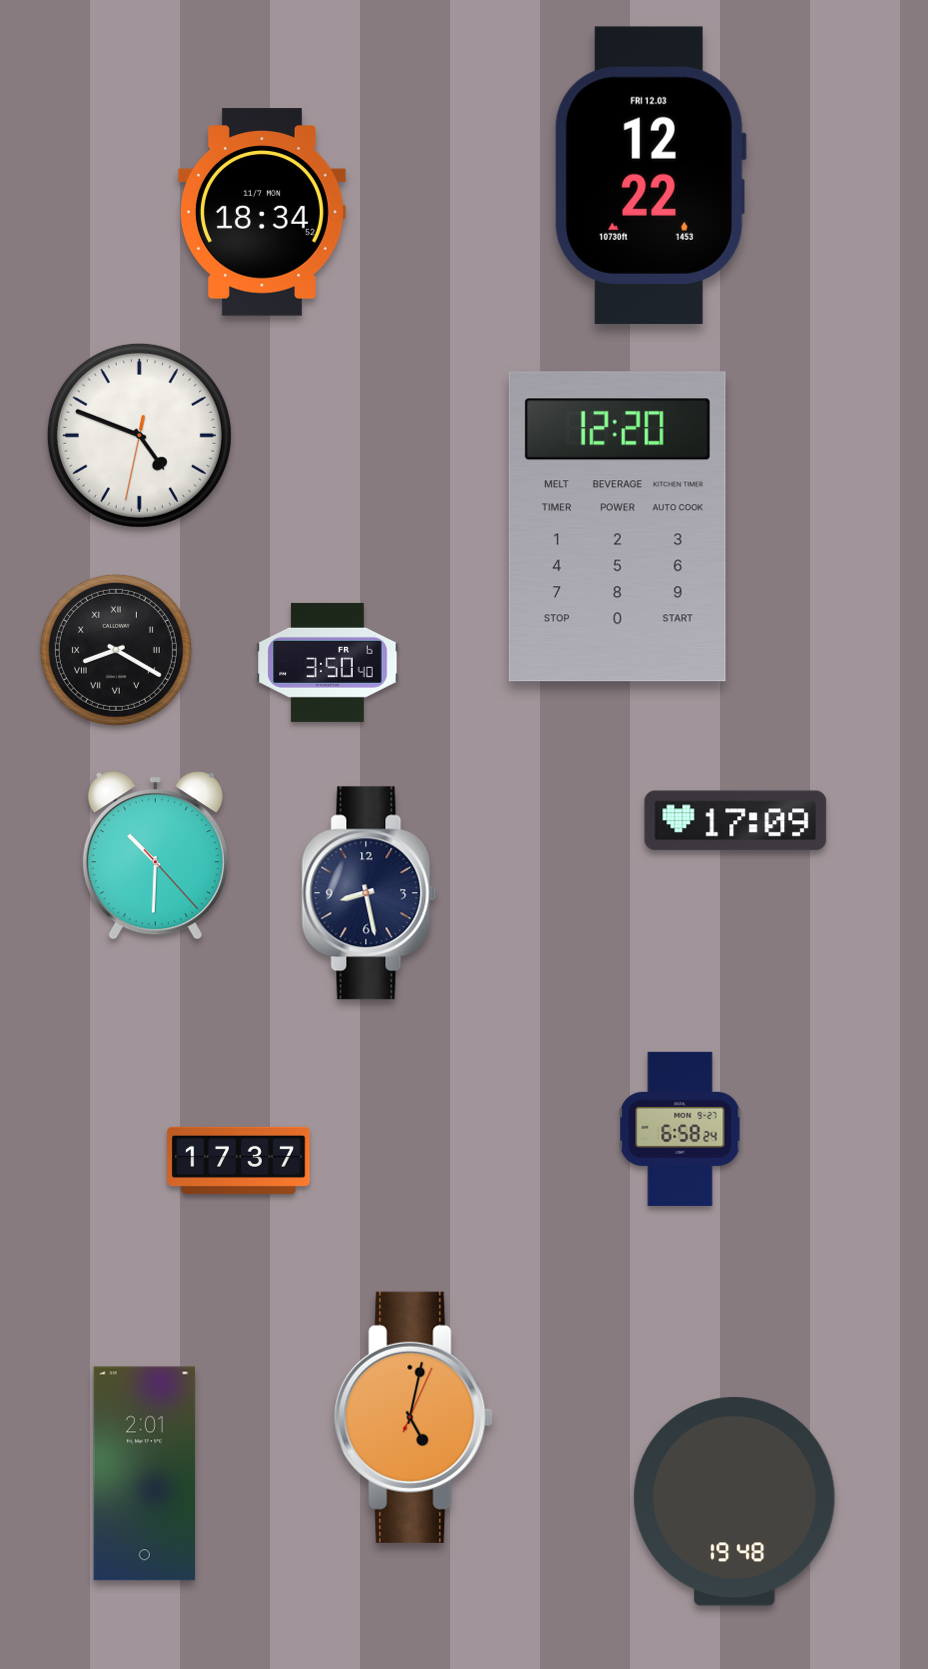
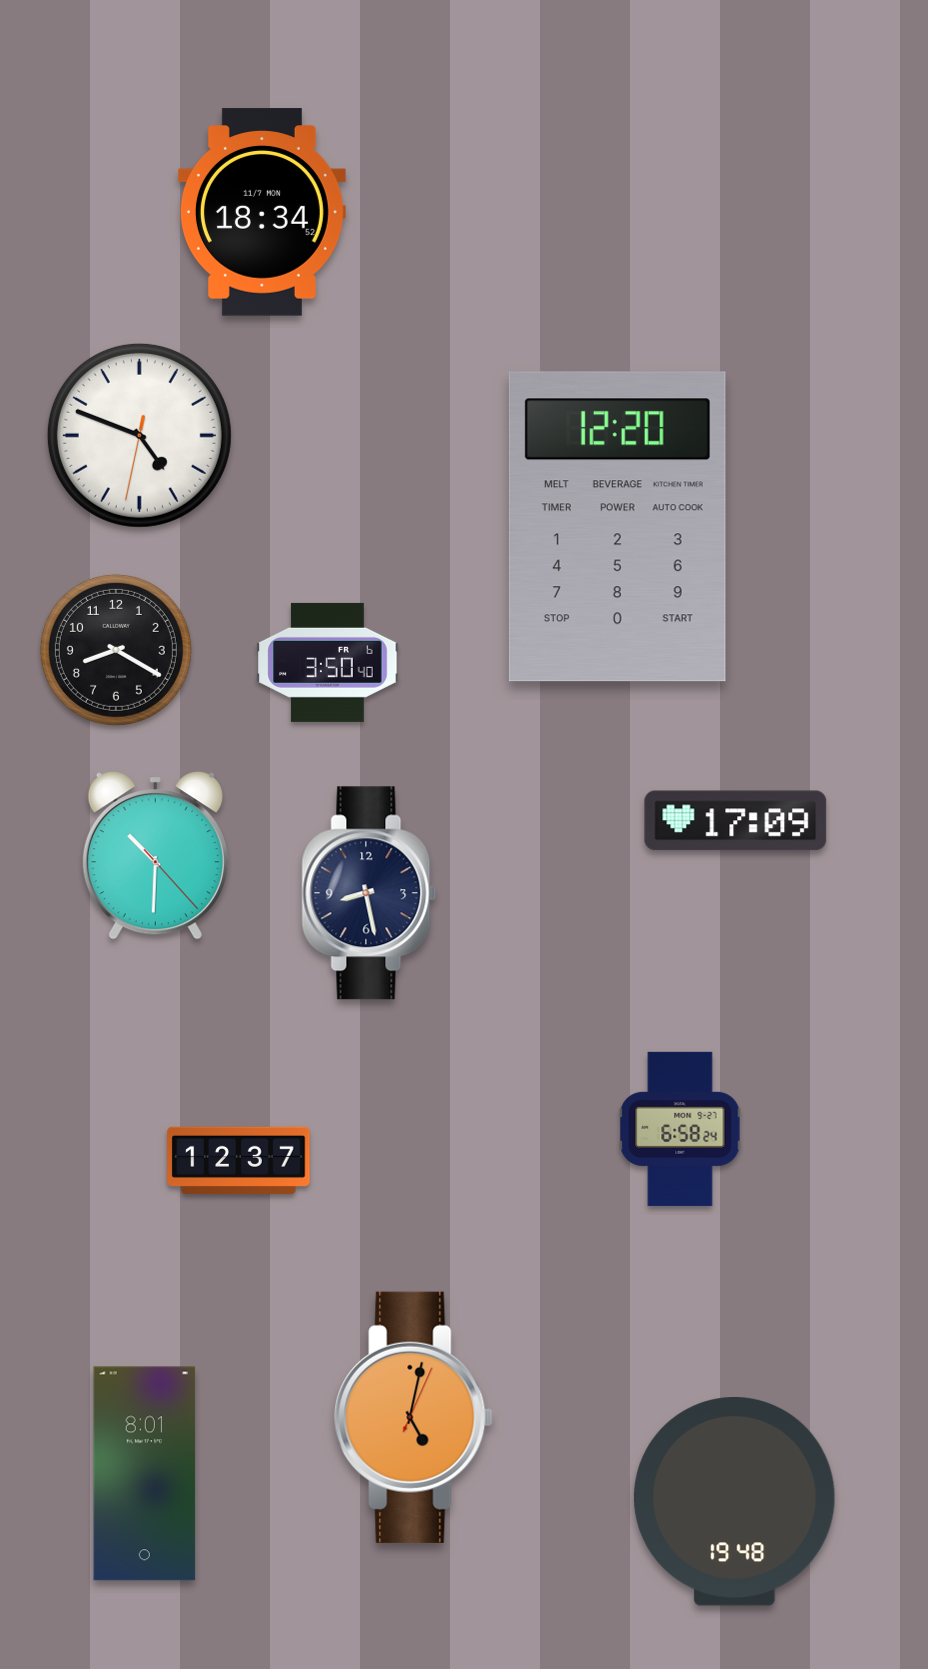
clock at (650, 175): 12:22 -> none
clock at (116, 650) numerals: Roman -> Arabic
clock at (239, 1160): 17:37 -> 12:37
clock at (145, 1474): 2:01 -> 8:01
